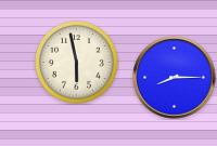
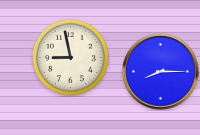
clock at (76, 62): 5:58 -> 8:58
